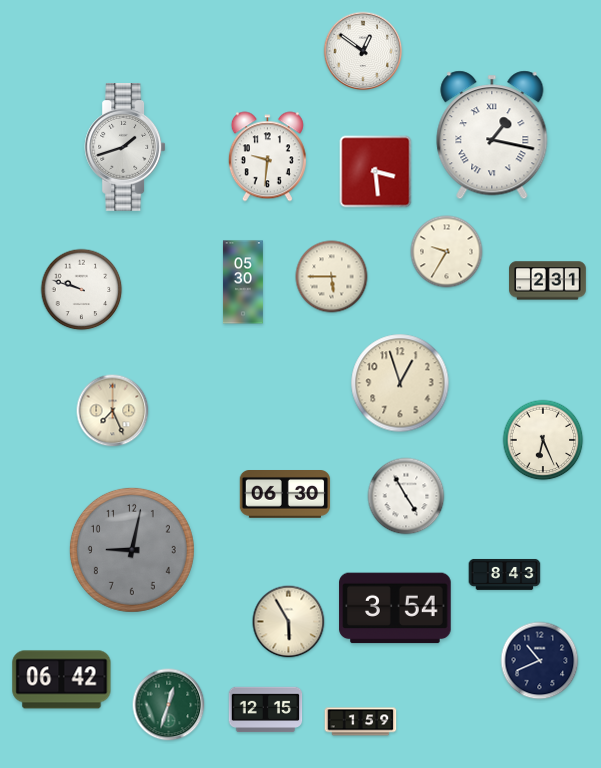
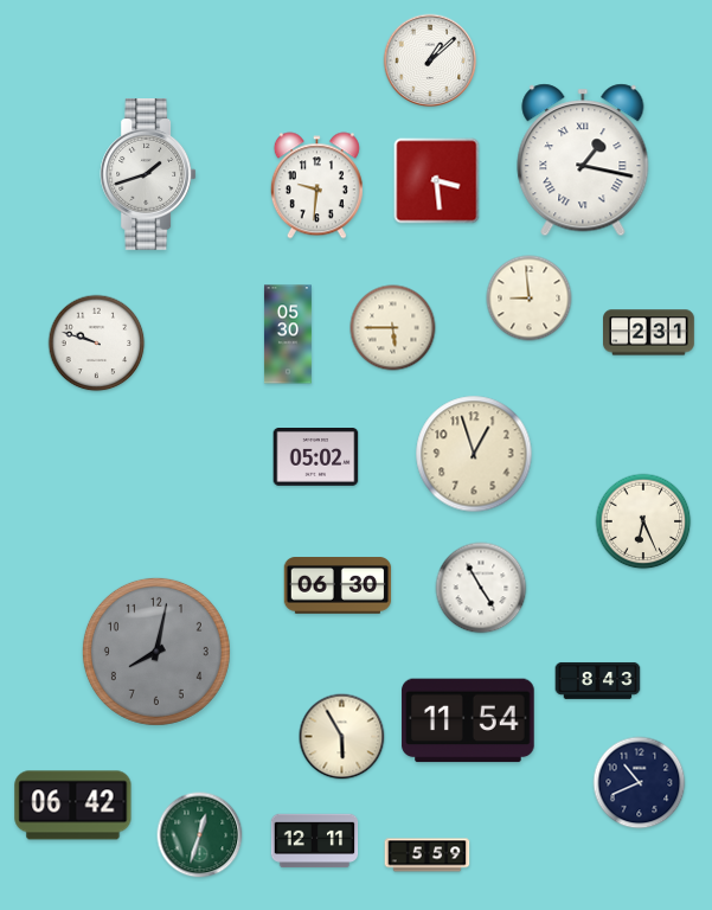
clock at (363, 51): 12:51 -> 1:08
clock at (376, 172) position: (376, 172) -> (437, 181)
clock at (447, 252): 9:35 -> 8:59
clock at (316, 457): none -> 05:02
clock at (113, 411): 7:26 -> none
clock at (132, 550): 9:02 -> 8:02
clock at (395, 608): 3:54 -> 11:54
clock at (266, 710): 12:15 -> 12:11
clock at (361, 722): 1:59 -> 5:59
